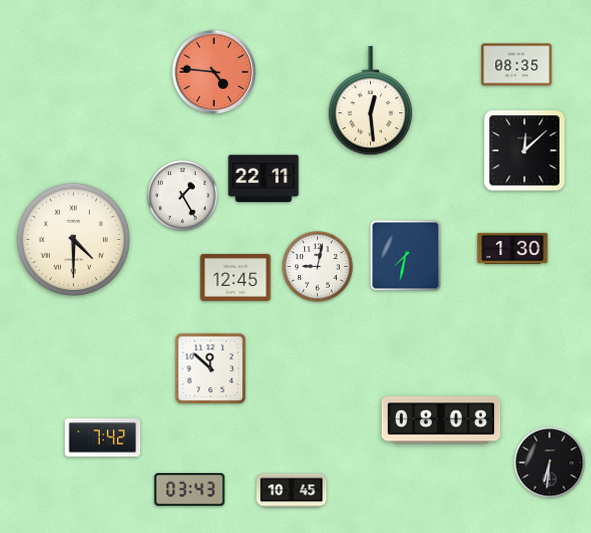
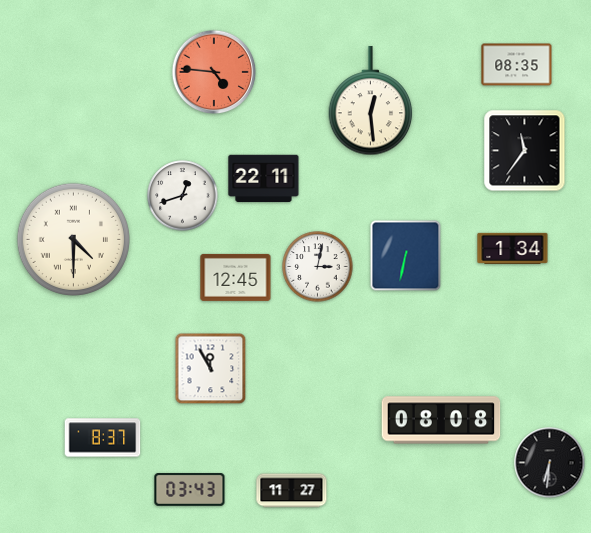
clock at (525, 151): 12:08 -> 11:36
clock at (183, 196): 1:25 -> 12:42
clock at (513, 248): 1:30 -> 1:34
clock at (406, 256): 7:32 -> 6:32
clock at (318, 267): 9:02 -> 3:02
clock at (211, 369): 11:52 -> 11:55
clock at (103, 438): 7:42 -> 8:37
clock at (292, 491): 10:45 -> 11:27
